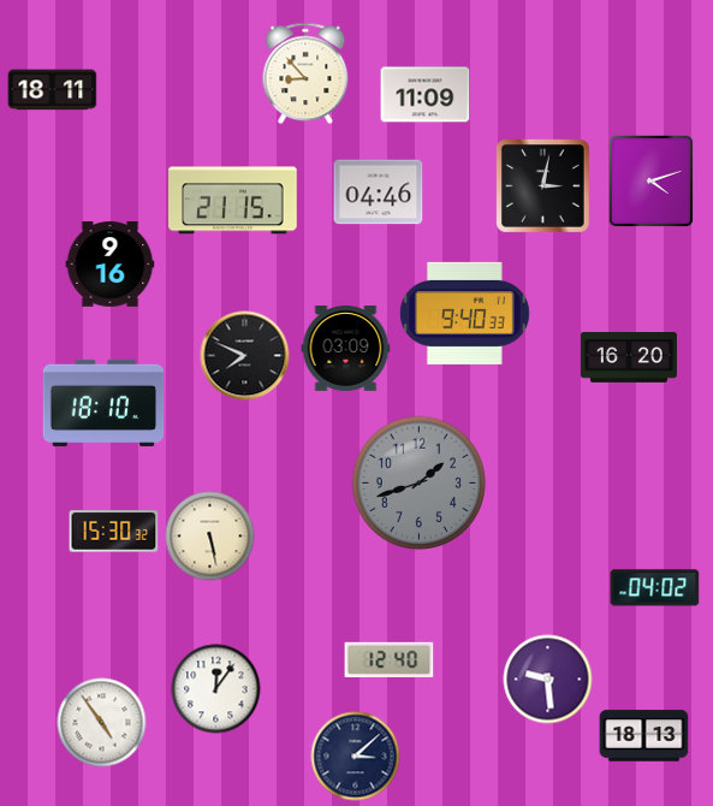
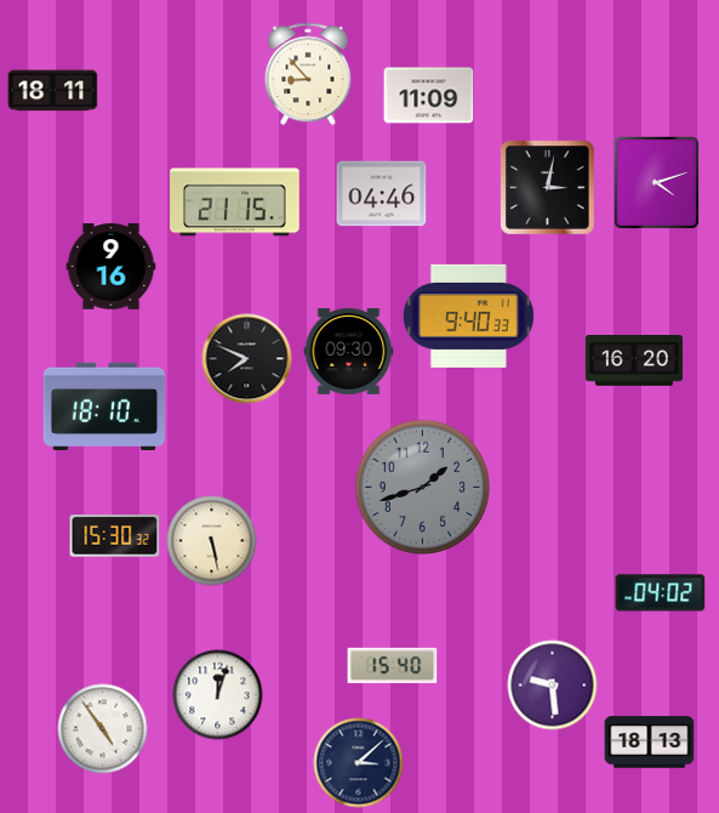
clock at (346, 349): 03:09 -> 09:30
clock at (390, 659): 12:40 -> 15:40
clock at (216, 689): 12:06 -> 12:03
